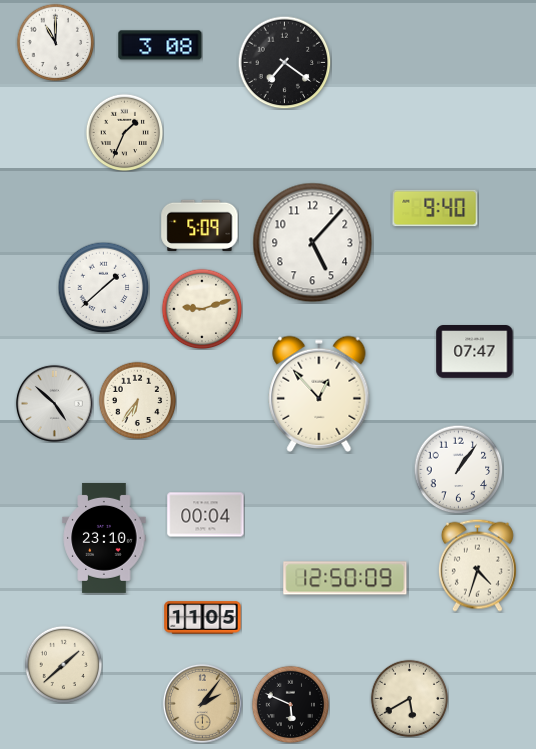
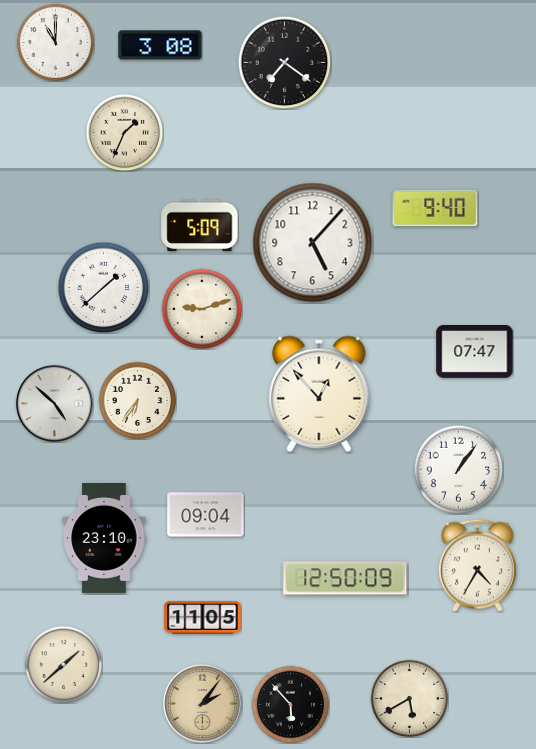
clock at (206, 515): 00:04 -> 09:04
clock at (477, 565): 4:33 -> 4:35
clock at (290, 704): 5:49 -> 5:53
